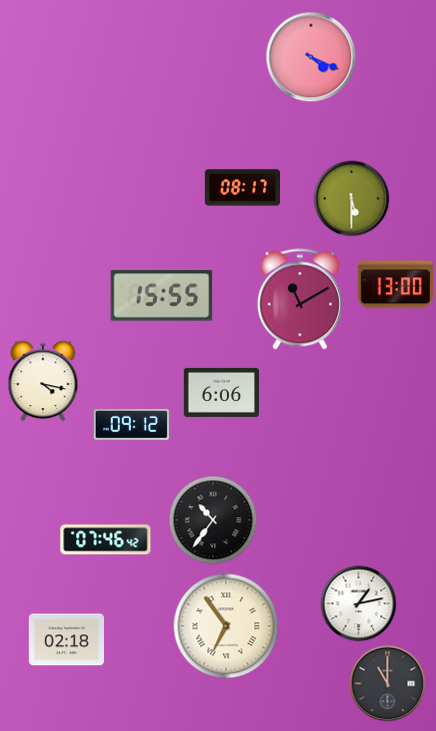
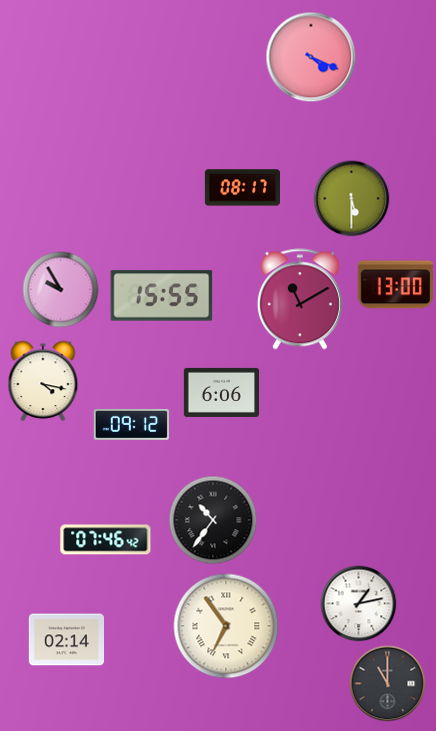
clock at (61, 290): none -> 9:55
clock at (66, 640): 02:18 -> 02:14
